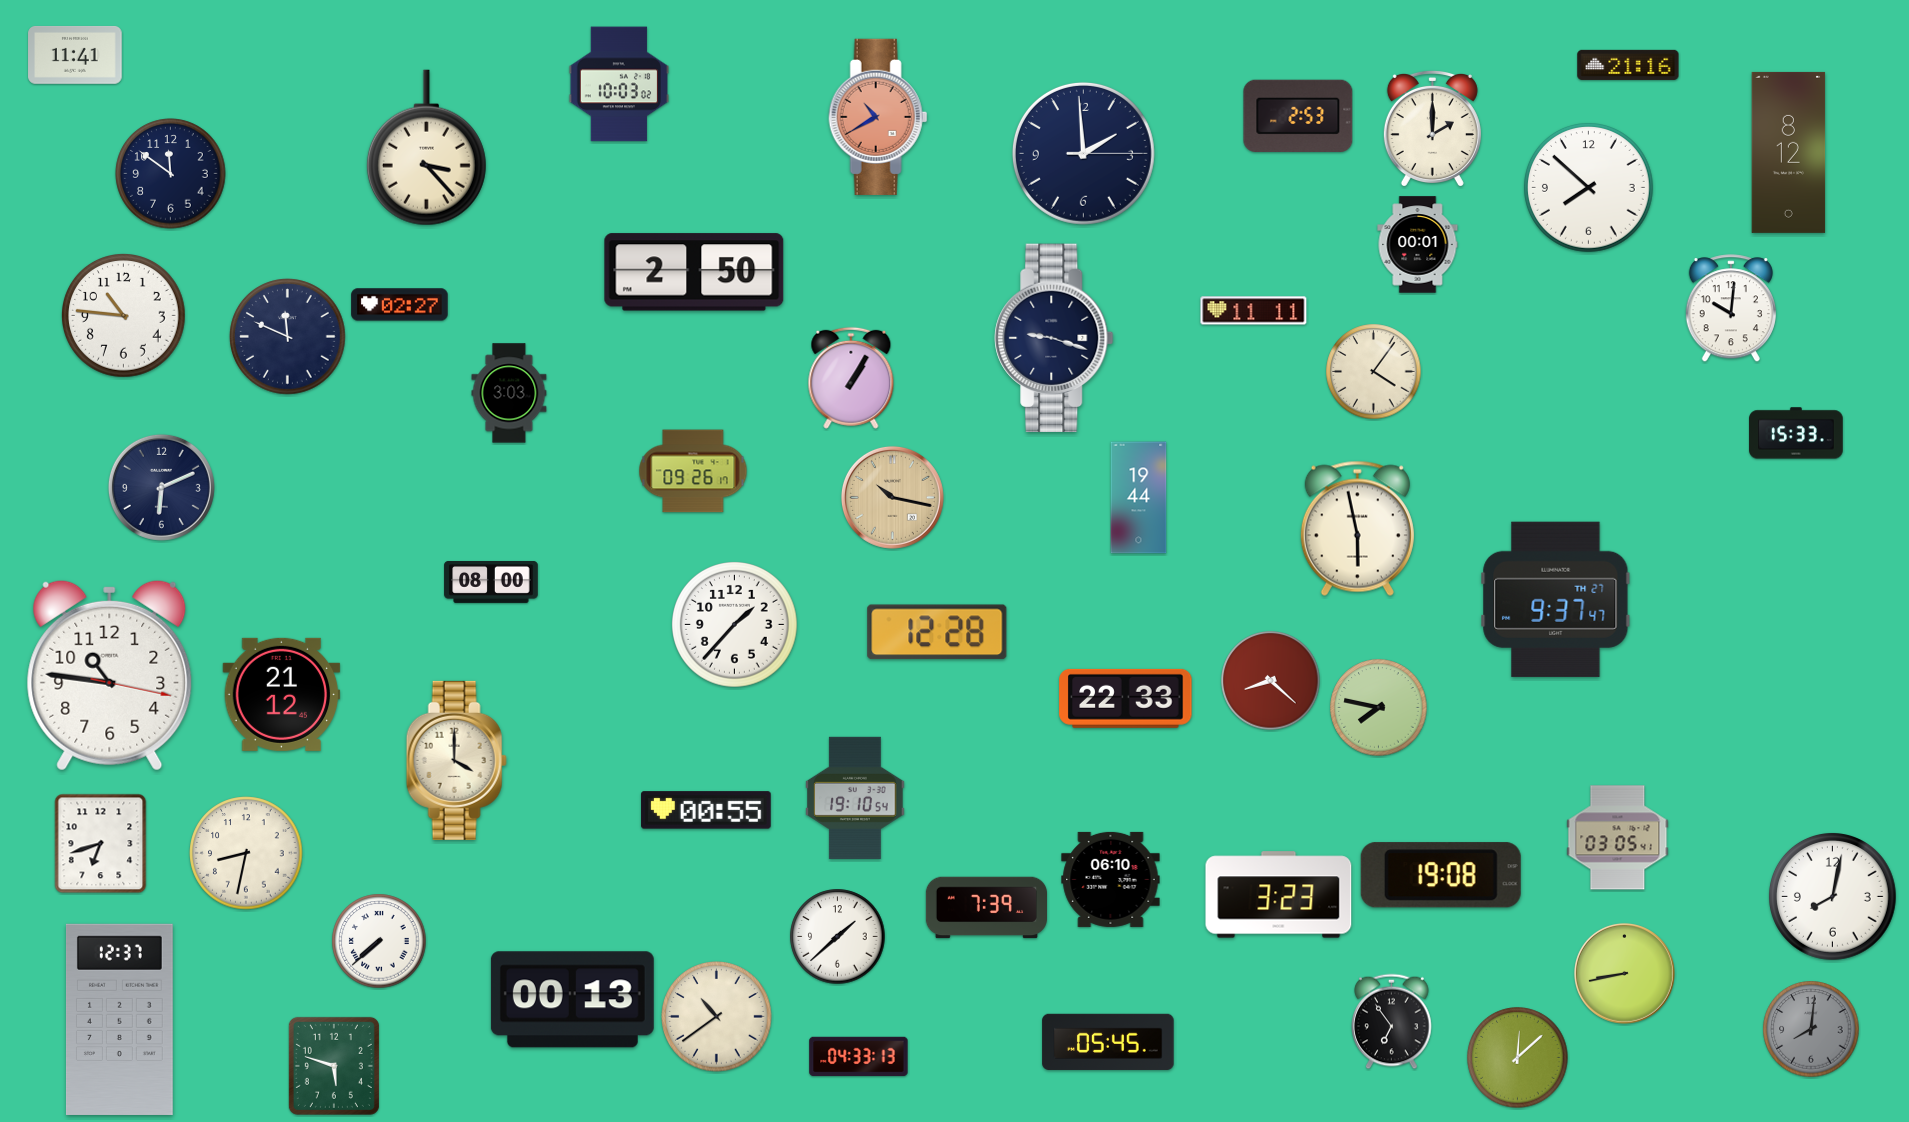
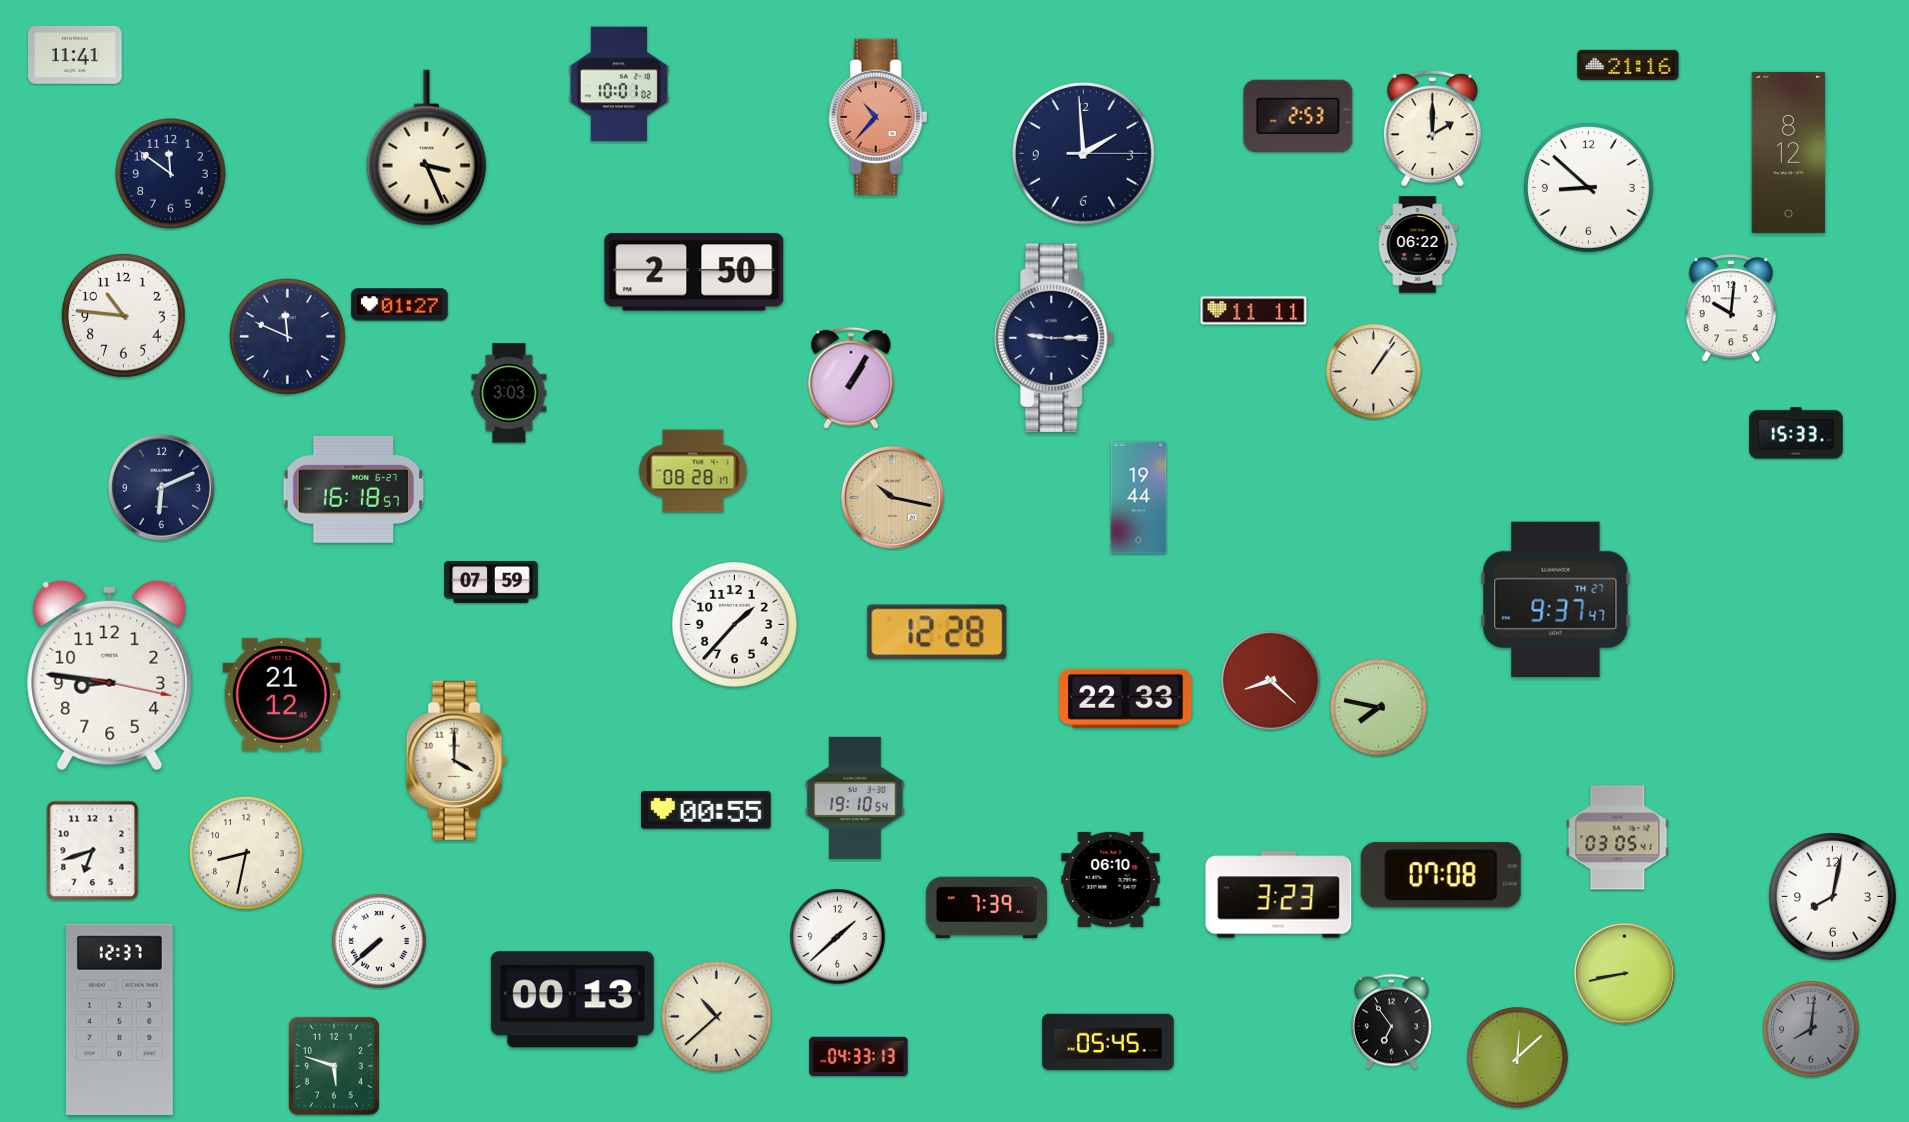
clock at (618, 84): 10:03 -> 10:01
clock at (878, 117): 10:40 -> 10:37
clock at (426, 148): 3:23 -> 3:26
clock at (1589, 188): 7:52 -> 8:52
clock at (1418, 245): 00:01 -> 06:22
clock at (400, 305): 02:27 -> 01:27
clock at (1054, 337): 9:18 -> 9:15
clock at (1374, 372): 4:06 -> 1:06
clock at (693, 471): 09:26 -> 08:28
clock at (354, 489): none -> 16:18
clock at (1357, 528): 5:58 -> none
clock at (491, 582): 08:00 -> 07:59
clock at (110, 675): 10:46 -> 8:46
clock at (101, 844) position: (101, 844) -> (93, 851)
clock at (1441, 875): 19:08 -> 07:08
clock at (717, 1017): 10:39 -> 10:38
